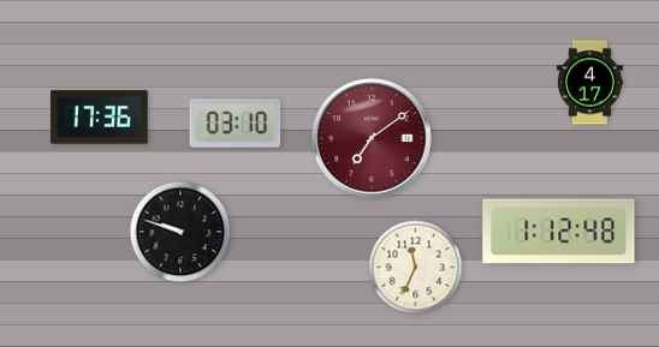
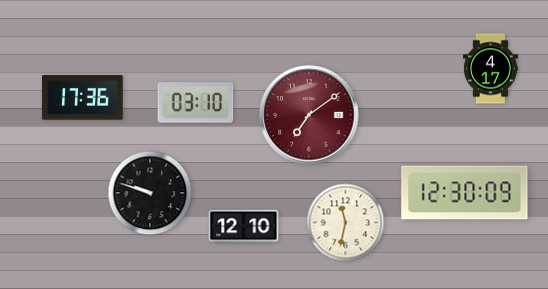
clock at (559, 232): 1:12 -> 12:30
clock at (416, 268): 11:34 -> 11:32
clock at (244, 227): none -> 12:10
